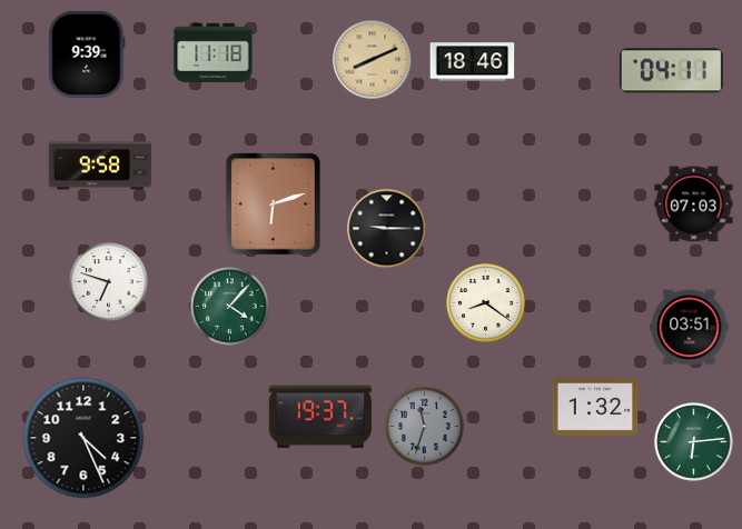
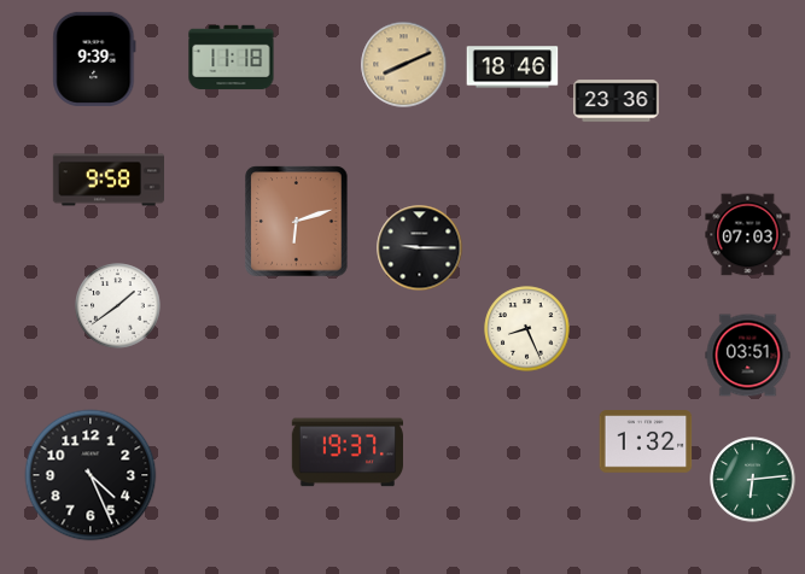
clock at (671, 71): 04:11 -> none
clock at (617, 101): none -> 23:36
clock at (694, 204) position: (694, 204) -> (748, 235)
clock at (109, 282): 6:48 -> 1:39
clock at (486, 303): 8:21 -> 8:26
clock at (230, 307): 4:07 -> none
clock at (425, 427): 11:33 -> none
